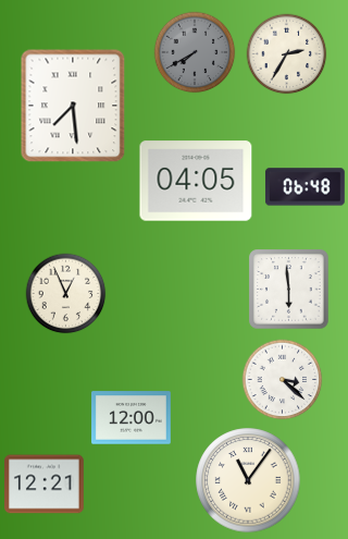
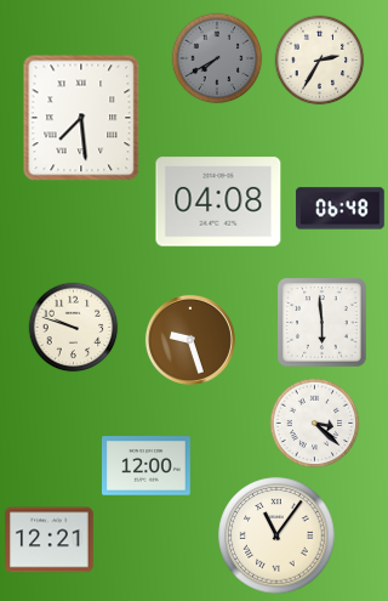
clock at (196, 181): 04:05 -> 04:08
clock at (66, 294): 12:56 -> 9:48
clock at (190, 340): none -> 9:27
